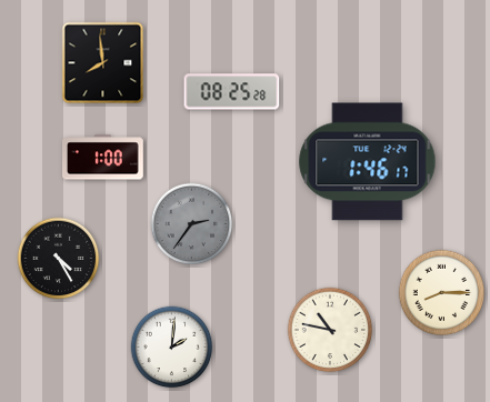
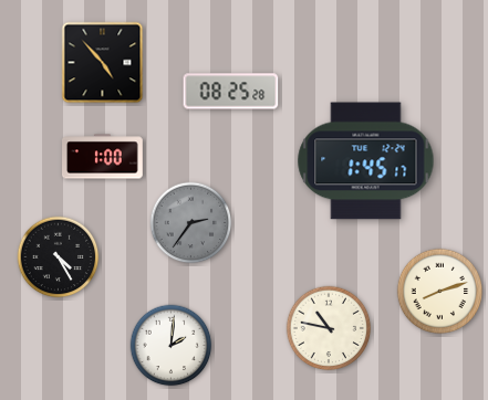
clock at (103, 63): 7:59 -> 4:53
clock at (368, 162): 1:46 -> 1:45
clock at (442, 293): 8:15 -> 8:12
